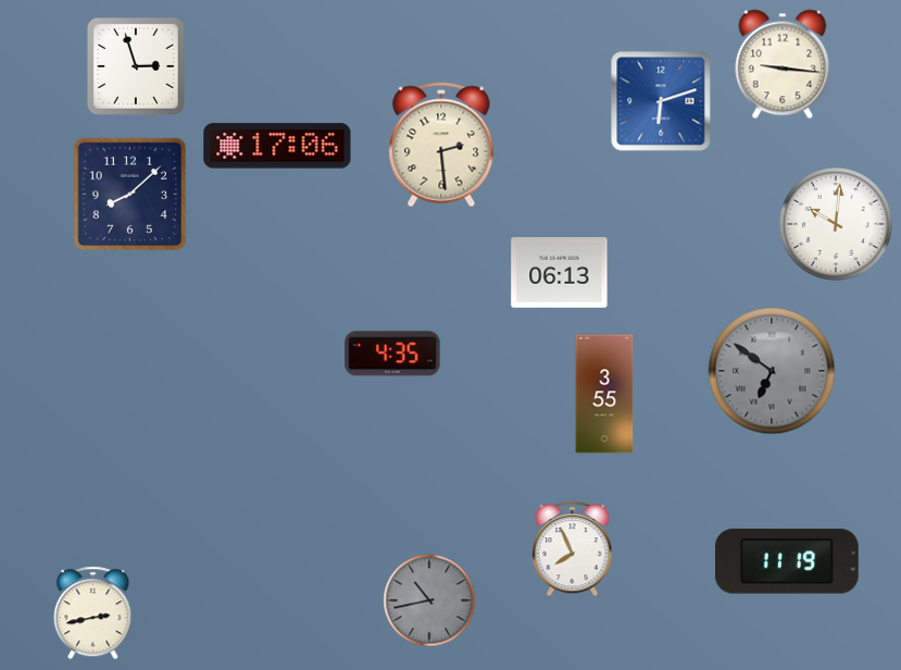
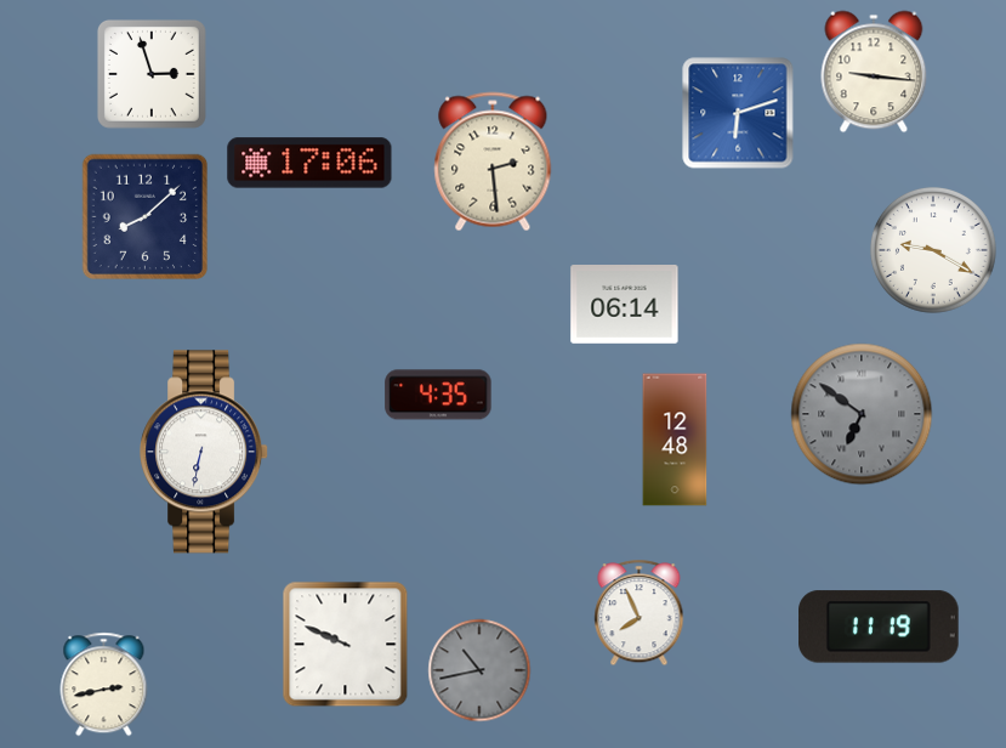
clock at (836, 224): 10:01 -> 9:20
clock at (560, 273): 06:13 -> 06:14
clock at (604, 394): 3:55 -> 12:48
clock at (205, 452): none -> 6:32
clock at (346, 645): none -> 9:49
